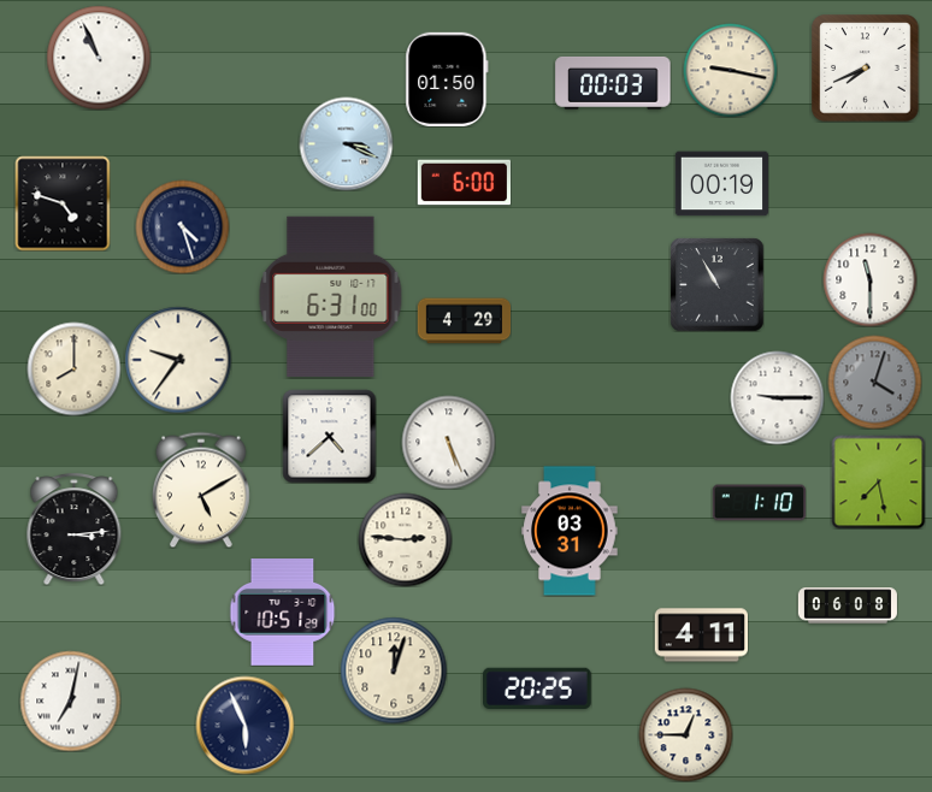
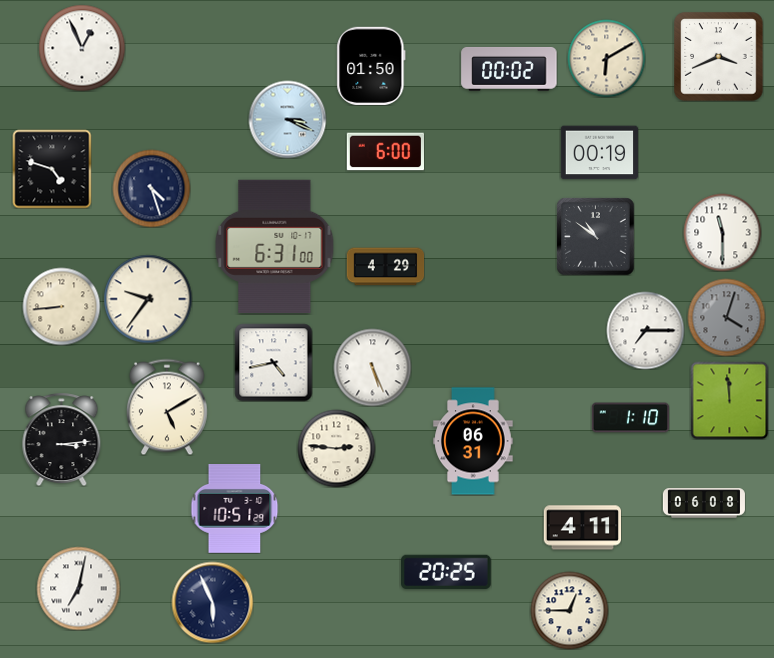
clock at (99, 58): 10:56 -> 12:56
clock at (865, 67): 7:41 -> 3:41
clock at (730, 70): 9:17 -> 6:10
clock at (613, 83): 00:03 -> 00:02
clock at (716, 284): 10:55 -> 10:51
clock at (73, 368): 8:00 -> 8:44
clock at (777, 397): 9:15 -> 7:15
clock at (329, 436): 4:38 -> 4:43
clock at (878, 481): 7:28 -> 11:59
clock at (570, 531): 03:31 -> 06:31
clock at (394, 670): 12:03 -> none
clock at (70, 701) position: (70, 701) -> (78, 588)
clock at (244, 725) position: (244, 725) -> (212, 602)
